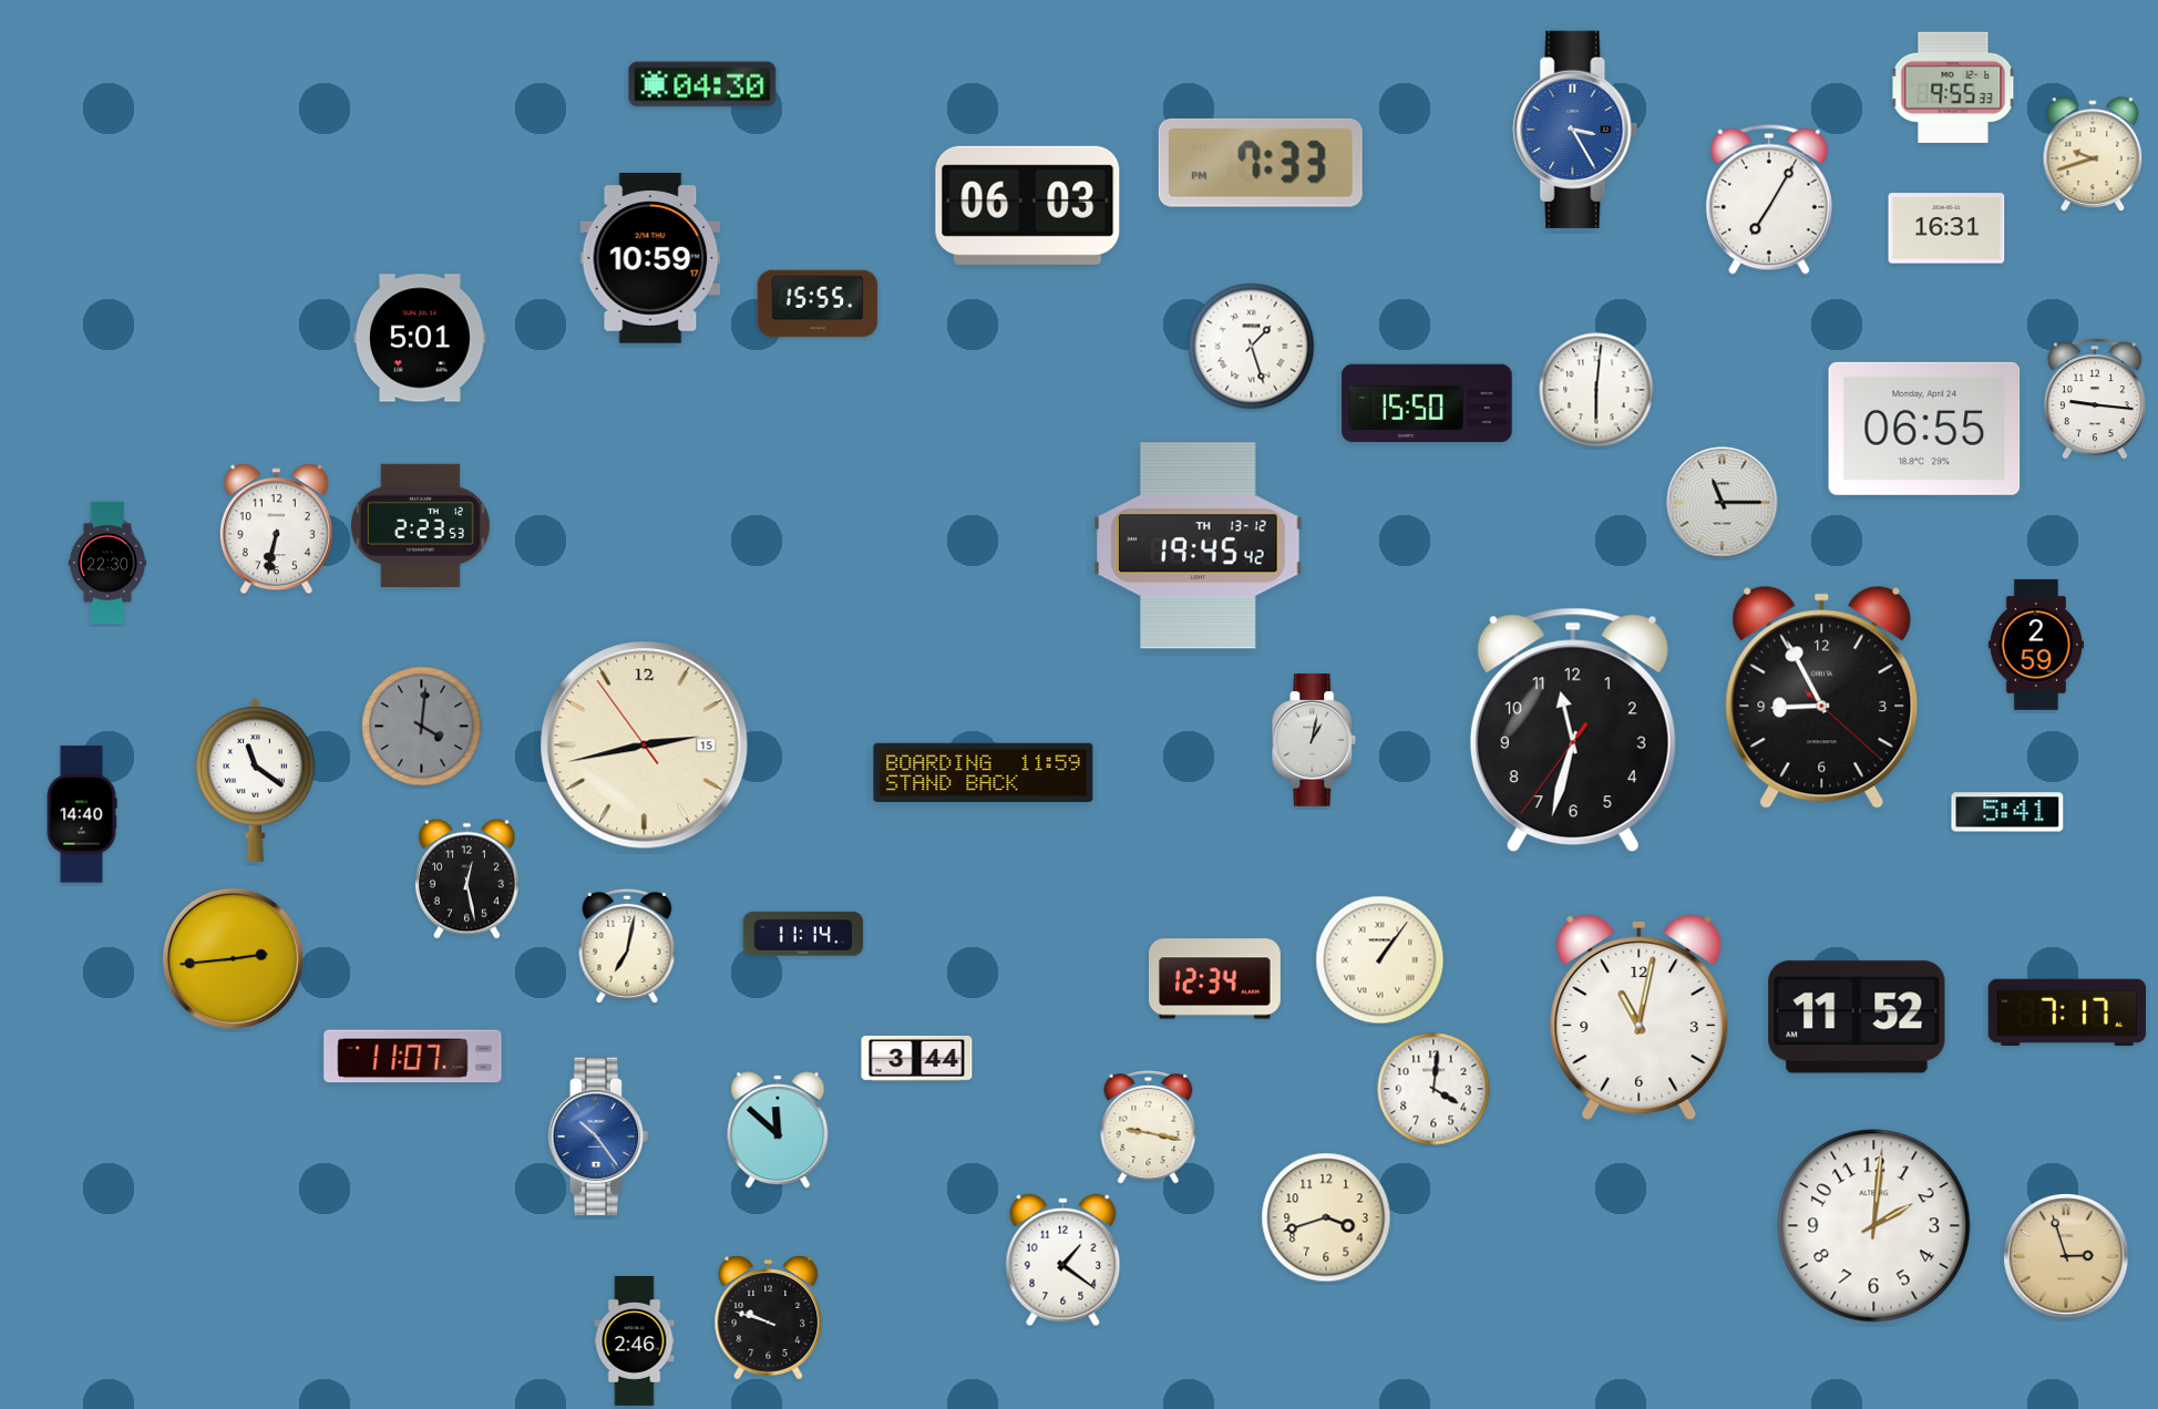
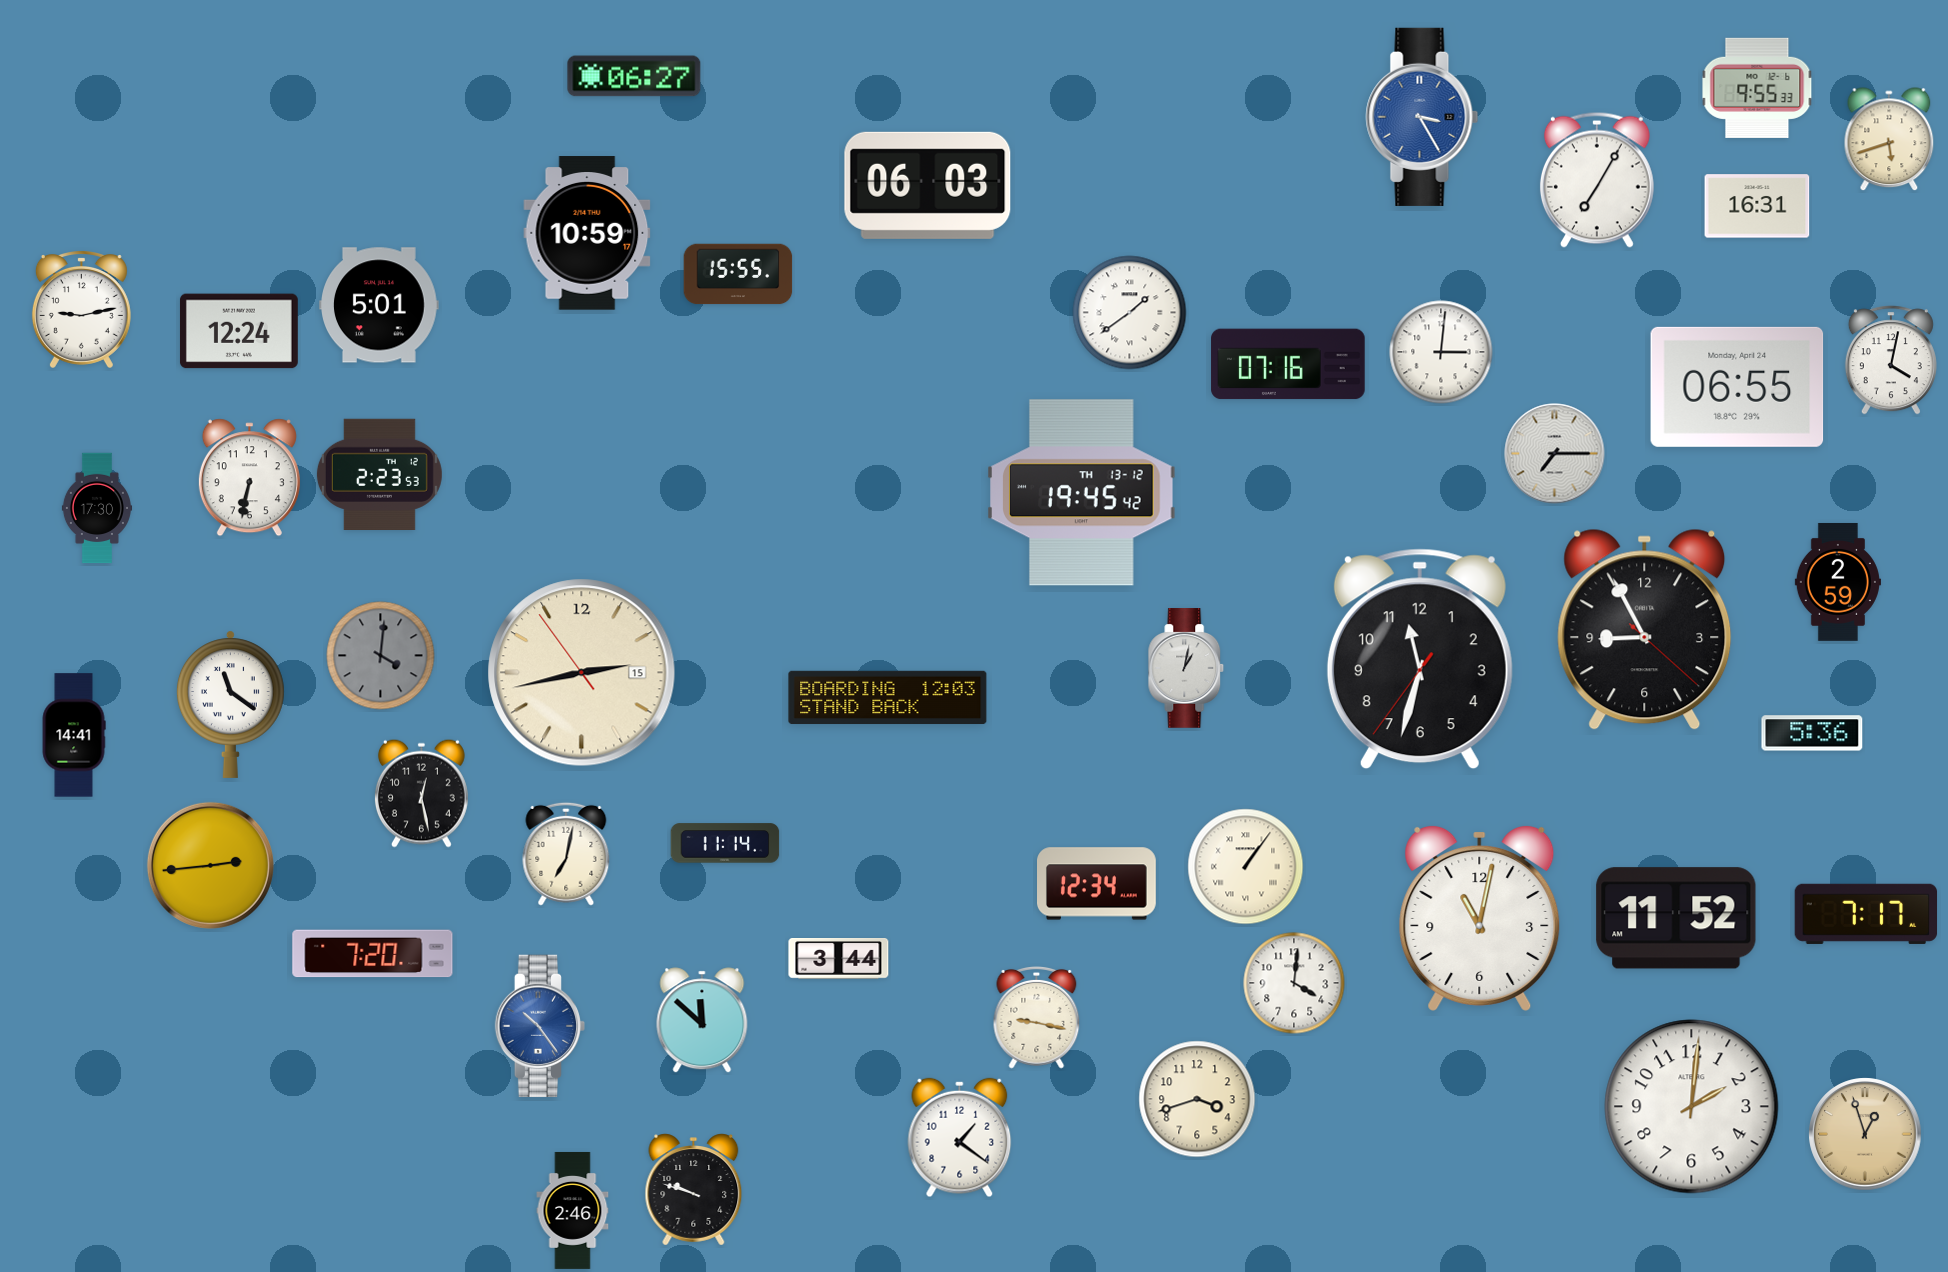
clock at (702, 84): 04:30 -> 06:27
clock at (1953, 88) position: (1953, 88) -> (1757, 88)
clock at (2093, 155): 9:42 -> 5:42
clock at (1261, 163): 7:33 -> none
clock at (81, 310): none -> 9:13
clock at (1252, 347): 1:27 -> 1:39
clock at (239, 331): none -> 12:24
clock at (1596, 390): 6:01 -> 3:01
clock at (2095, 399): 9:16 -> 4:02
clock at (1427, 403): 15:50 -> 07:16
clock at (1723, 503): 11:15 -> 7:15
clock at (107, 563): 22:30 -> 17:30
clock at (984, 773): 11:59 -> 12:03
clock at (2007, 812): 5:41 -> 5:36
clock at (82, 814): 14:40 -> 14:41
clock at (413, 1057): 11:07 -> 7:20
clock at (917, 1059) position: (917, 1059) -> (839, 959)
clock at (2066, 1256): 2:57 -> 12:57
